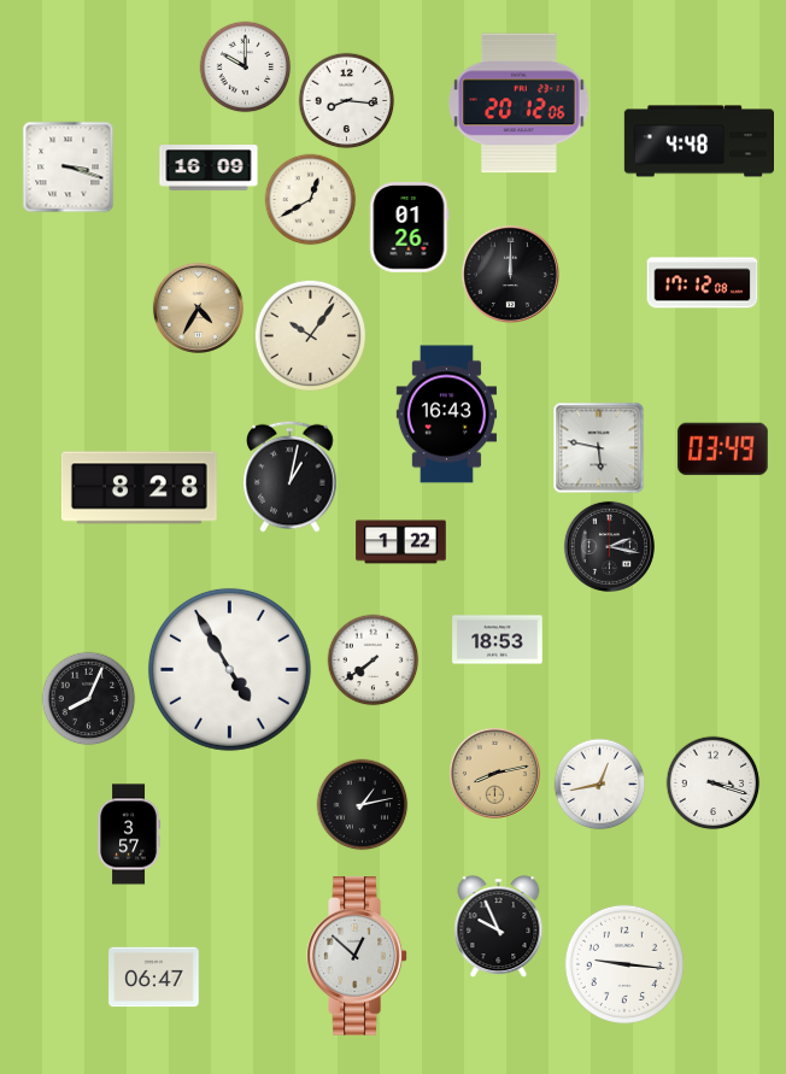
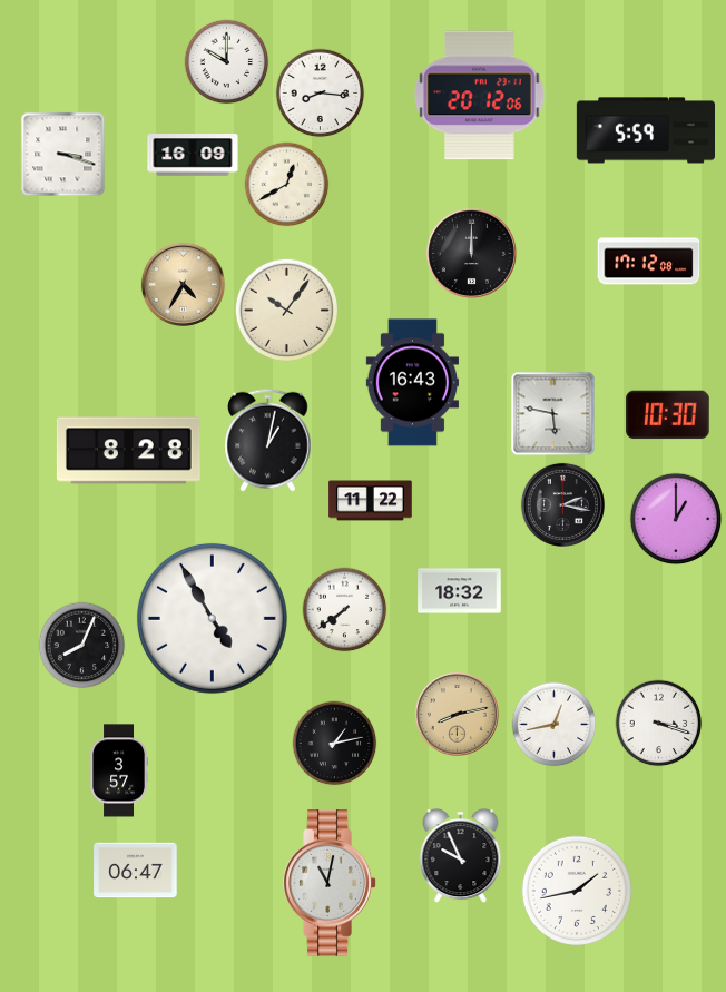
clock at (698, 141): 4:48 -> 5:59
clock at (410, 228): 01:26 -> none
clock at (723, 450): 03:49 -> 10:30
clock at (401, 542): 1:22 -> 11:22
clock at (676, 519): none -> 1:00
clock at (498, 640): 18:53 -> 18:32
clock at (357, 956): 12:52 -> 11:02
clock at (624, 964): 9:16 -> 1:43
clock at (154, 978) position: (154, 978) -> (136, 871)
